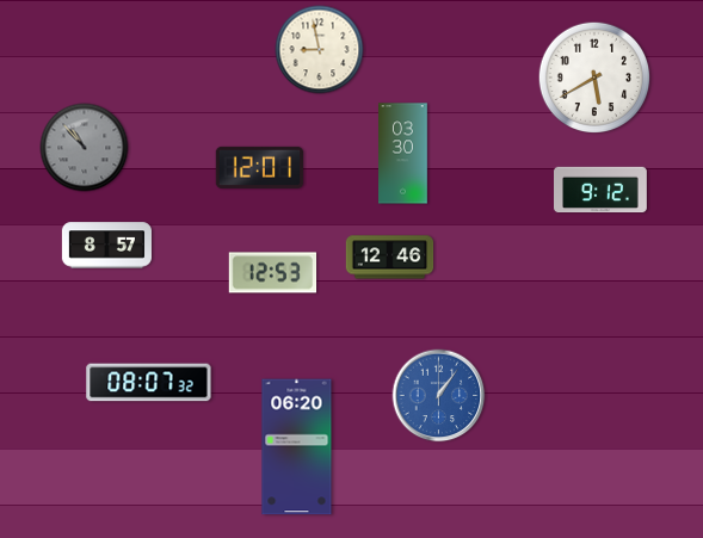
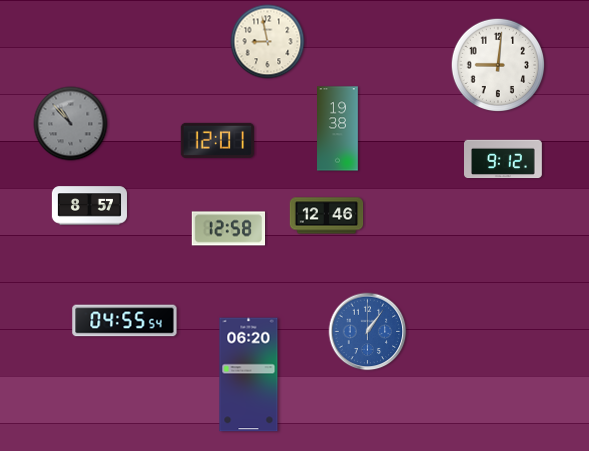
clock at (594, 78): 5:40 -> 9:01
clock at (403, 154): 03:30 -> 19:38
clock at (273, 273): 12:53 -> 12:58
clock at (149, 383): 08:07 -> 04:55
